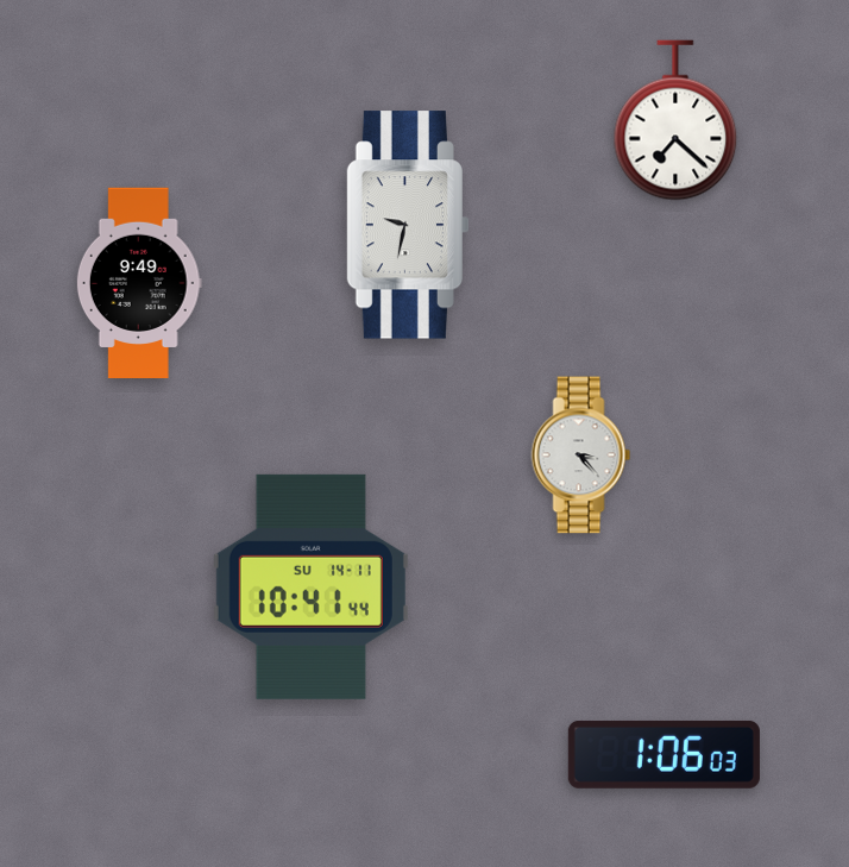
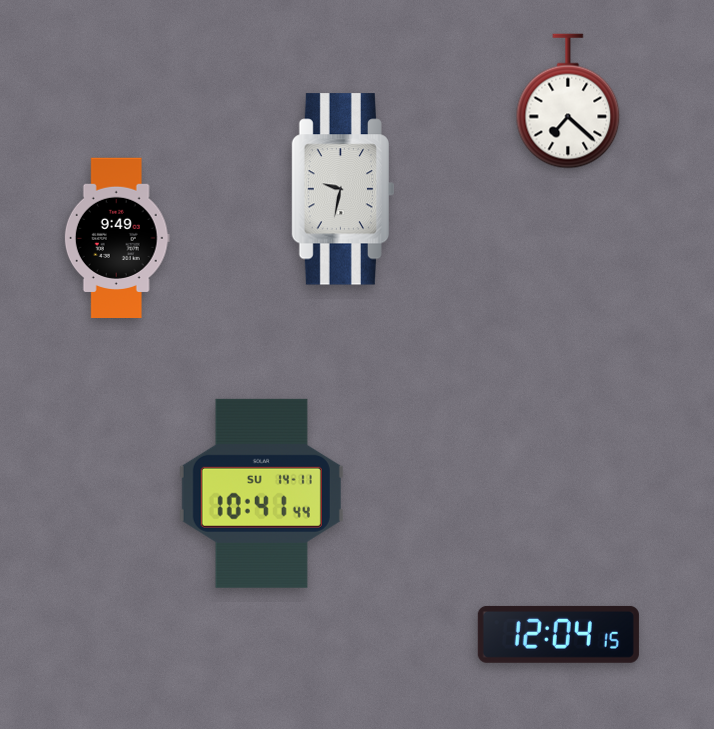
clock at (581, 456): 3:23 -> none
clock at (664, 754): 1:06 -> 12:04
